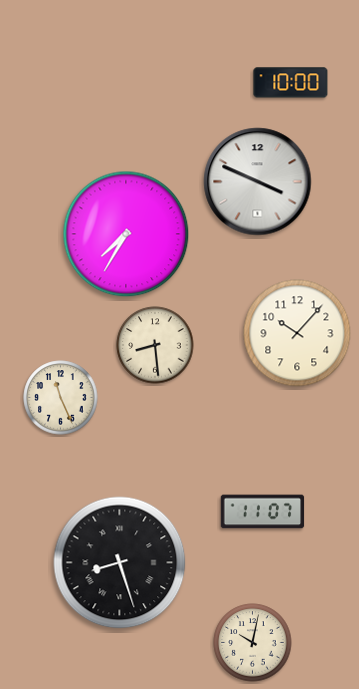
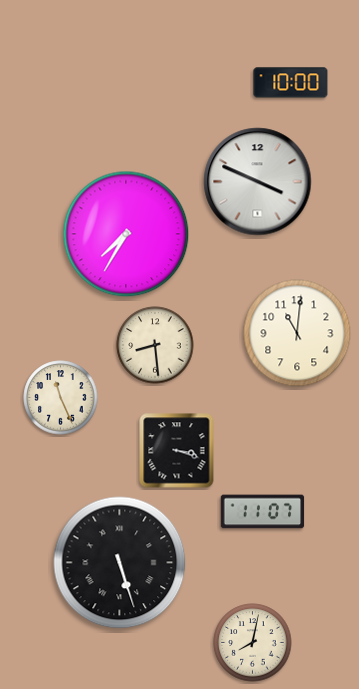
clock at (297, 333): 10:07 -> 11:01
clock at (177, 451): none -> 3:18
clock at (120, 563): 8:27 -> 5:27
clock at (253, 643): 10:02 -> 8:02
